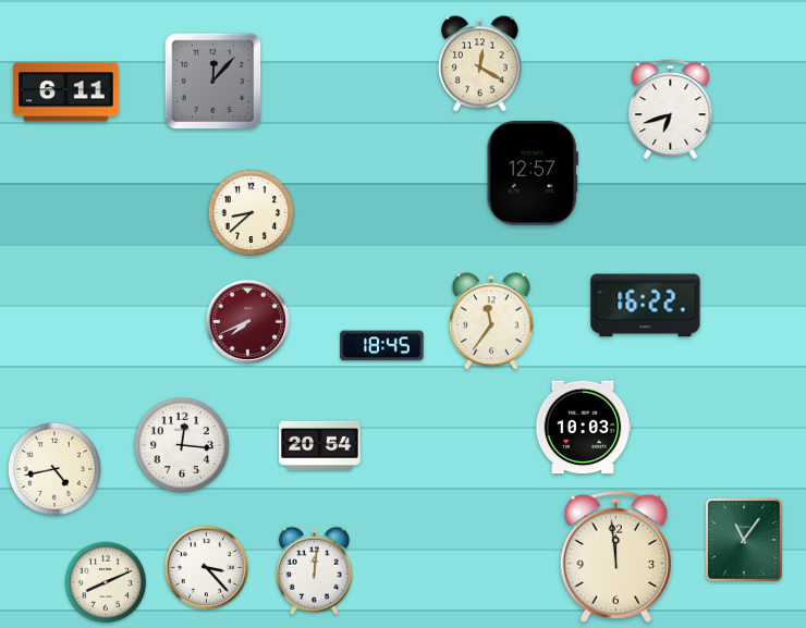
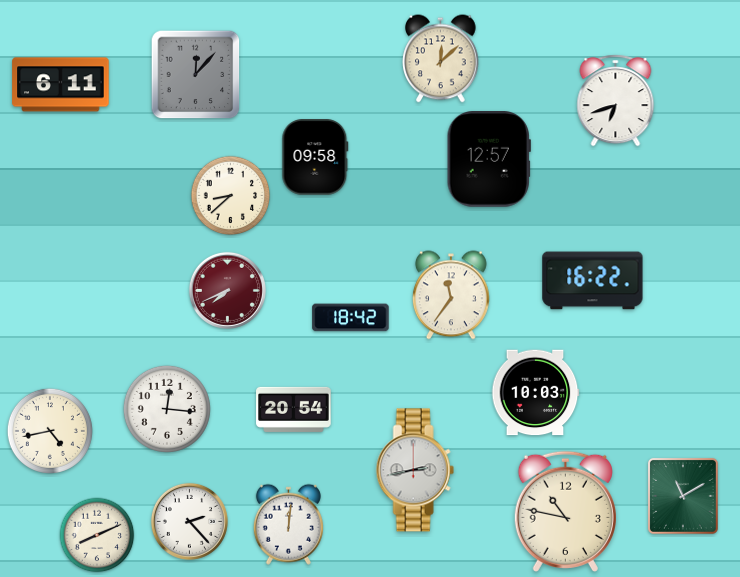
clock at (480, 64): 12:20 -> 12:08
clock at (315, 157): none -> 09:58
clock at (247, 321) position: (247, 321) -> (227, 290)
clock at (382, 346): 18:45 -> 18:42
clock at (415, 470): none -> 2:43
clock at (744, 540): 11:06 -> 11:10
clock at (615, 556): 11:59 -> 10:47
clock at (206, 567): 3:23 -> 2:23
